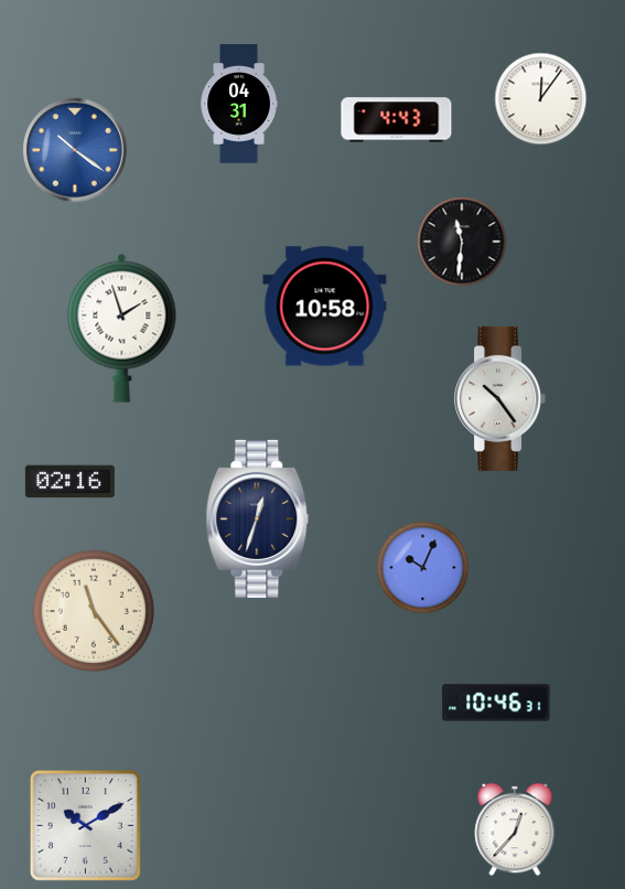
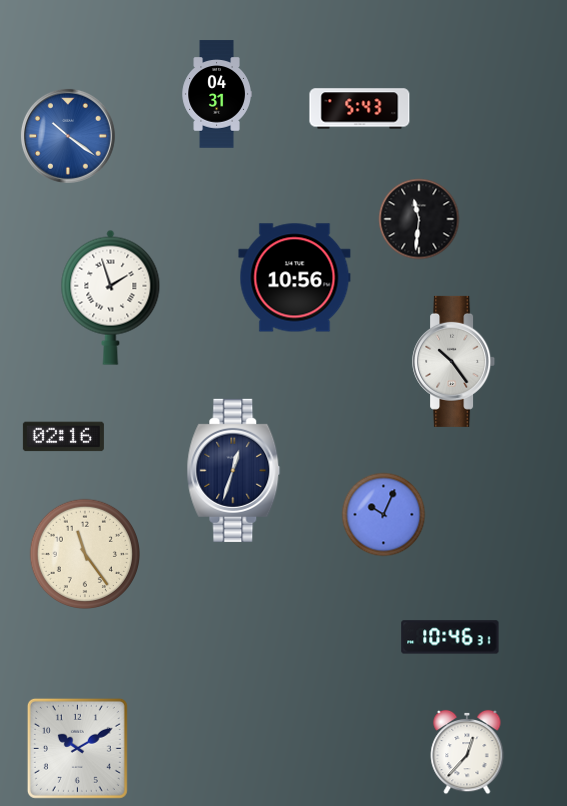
clock at (541, 99): 12:06 -> none
clock at (397, 120): 4:43 -> 5:43
clock at (325, 307): 10:58 -> 10:56
